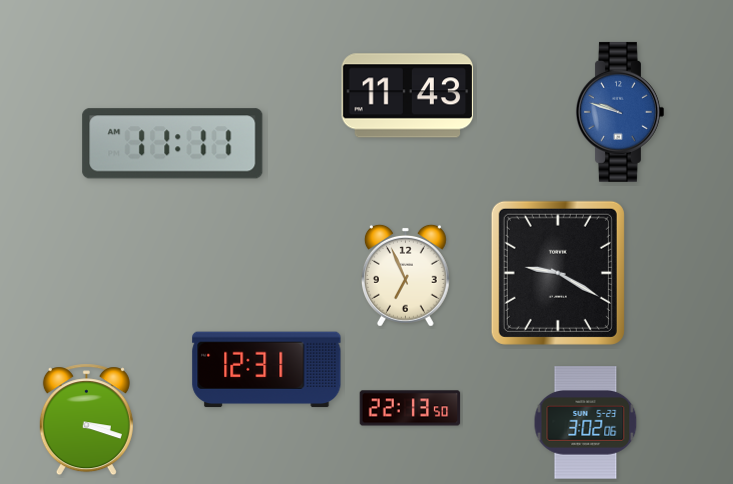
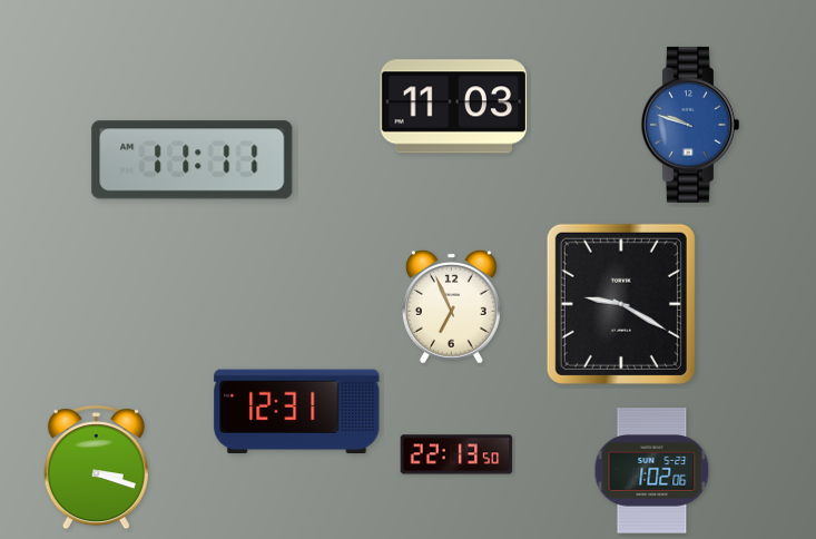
clock at (408, 96): 11:43 -> 11:03
clock at (586, 423): 3:02 -> 1:02
